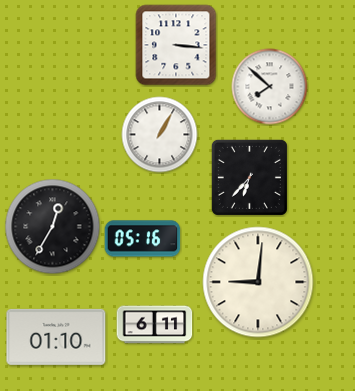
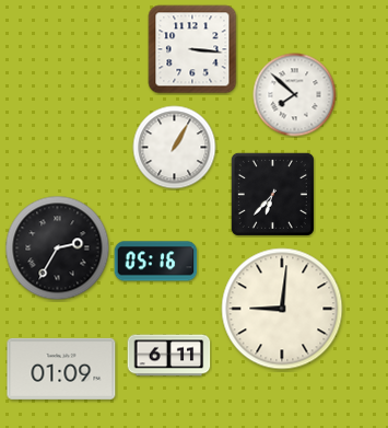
clock at (53, 227): 12:35 -> 2:35
clock at (56, 337): 01:10 -> 01:09
